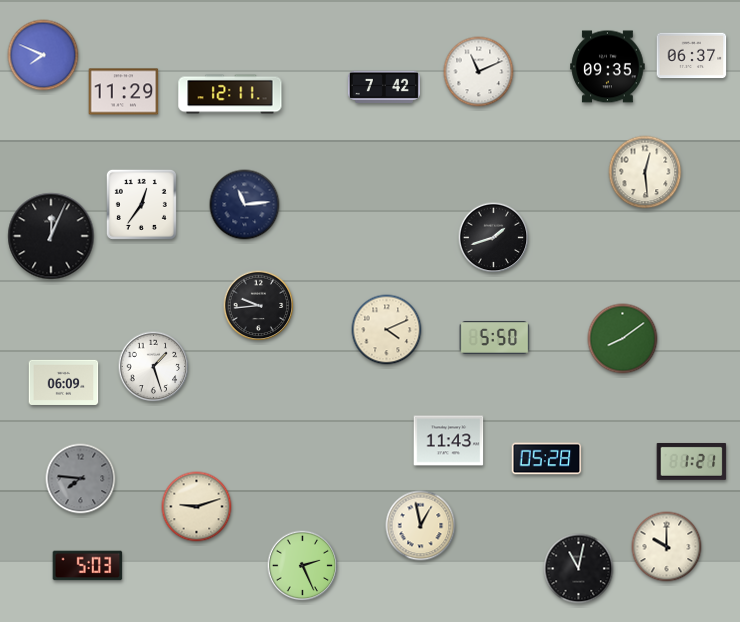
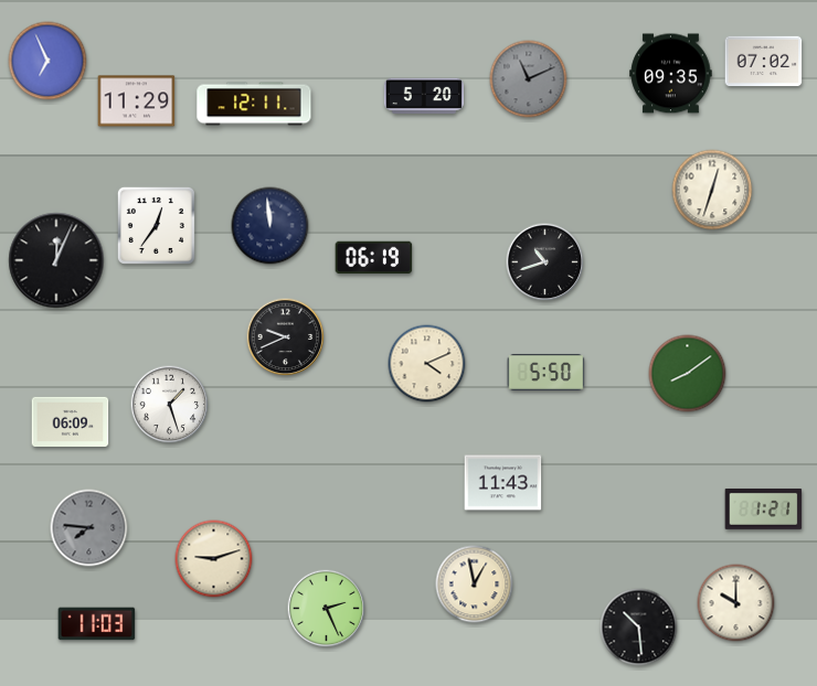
clock at (43, 55): 7:49 -> 6:56
clock at (692, 56): 06:37 -> 07:02
clock at (479, 72) dial: white -> grey
clock at (384, 87): 7:42 -> 5:20
clock at (645, 172): 12:29 -> 12:33
clock at (245, 205): 11:14 -> 11:59
clock at (374, 258): none -> 06:19
clock at (494, 238): 1:42 -> 10:42
clock at (259, 306): 9:44 -> 9:41
clock at (449, 441) position: (449, 441) -> (503, 483)
clock at (547, 459): 05:28 -> none
clock at (197, 507) position: (197, 507) -> (214, 559)
clock at (421, 526) position: (421, 526) -> (475, 585)
clock at (88, 566): 5:03 -> 11:03
clock at (303, 566) position: (303, 566) -> (327, 609)
clock at (579, 569): 11:02 -> 10:29
